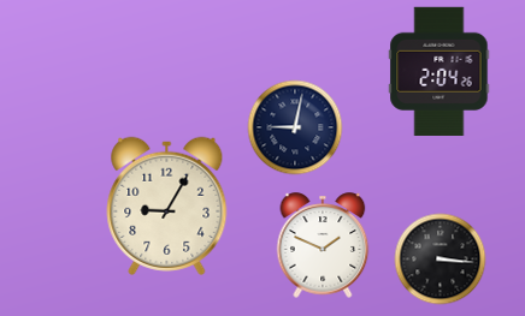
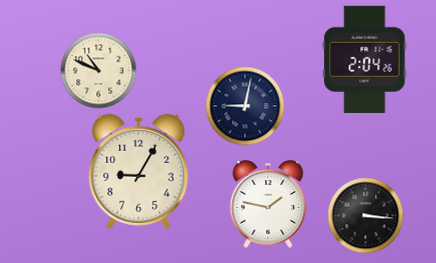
clock at (99, 71): none -> 10:49
clock at (323, 245): 1:49 -> 1:47
